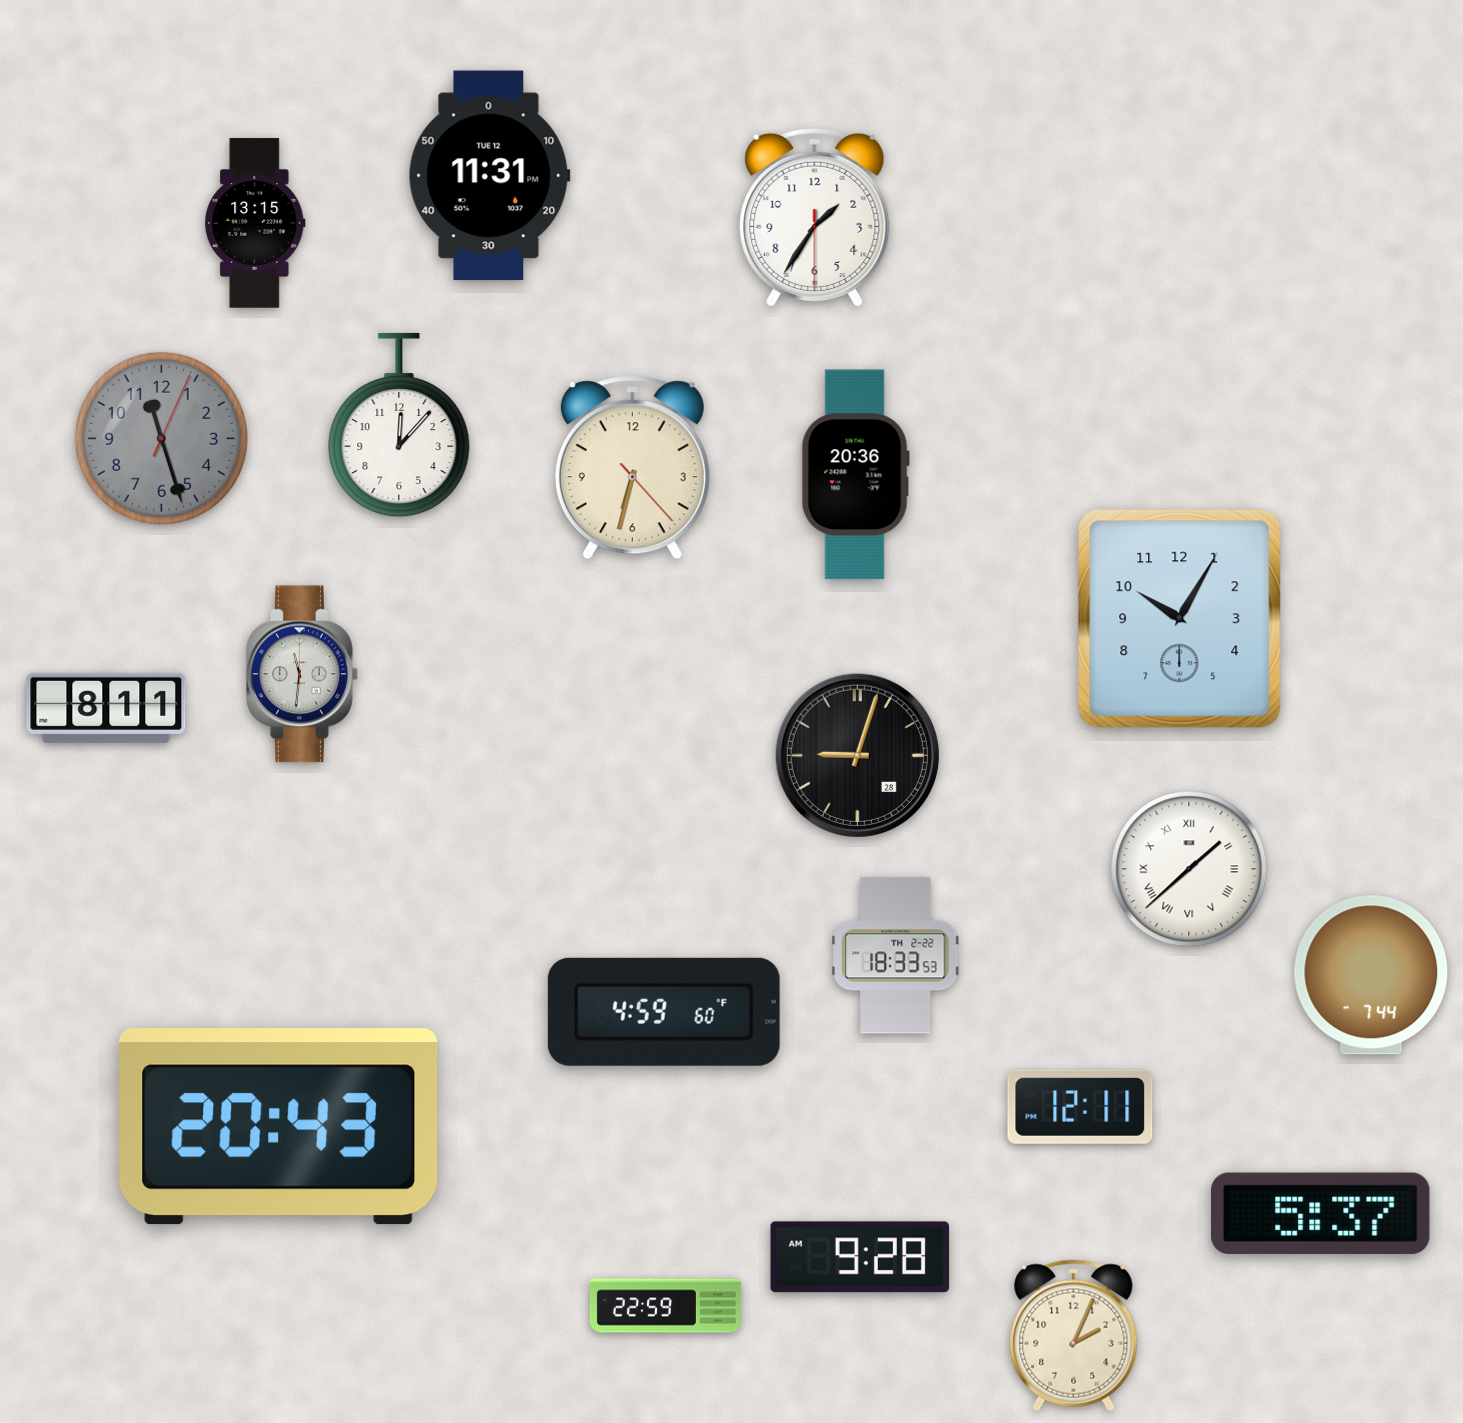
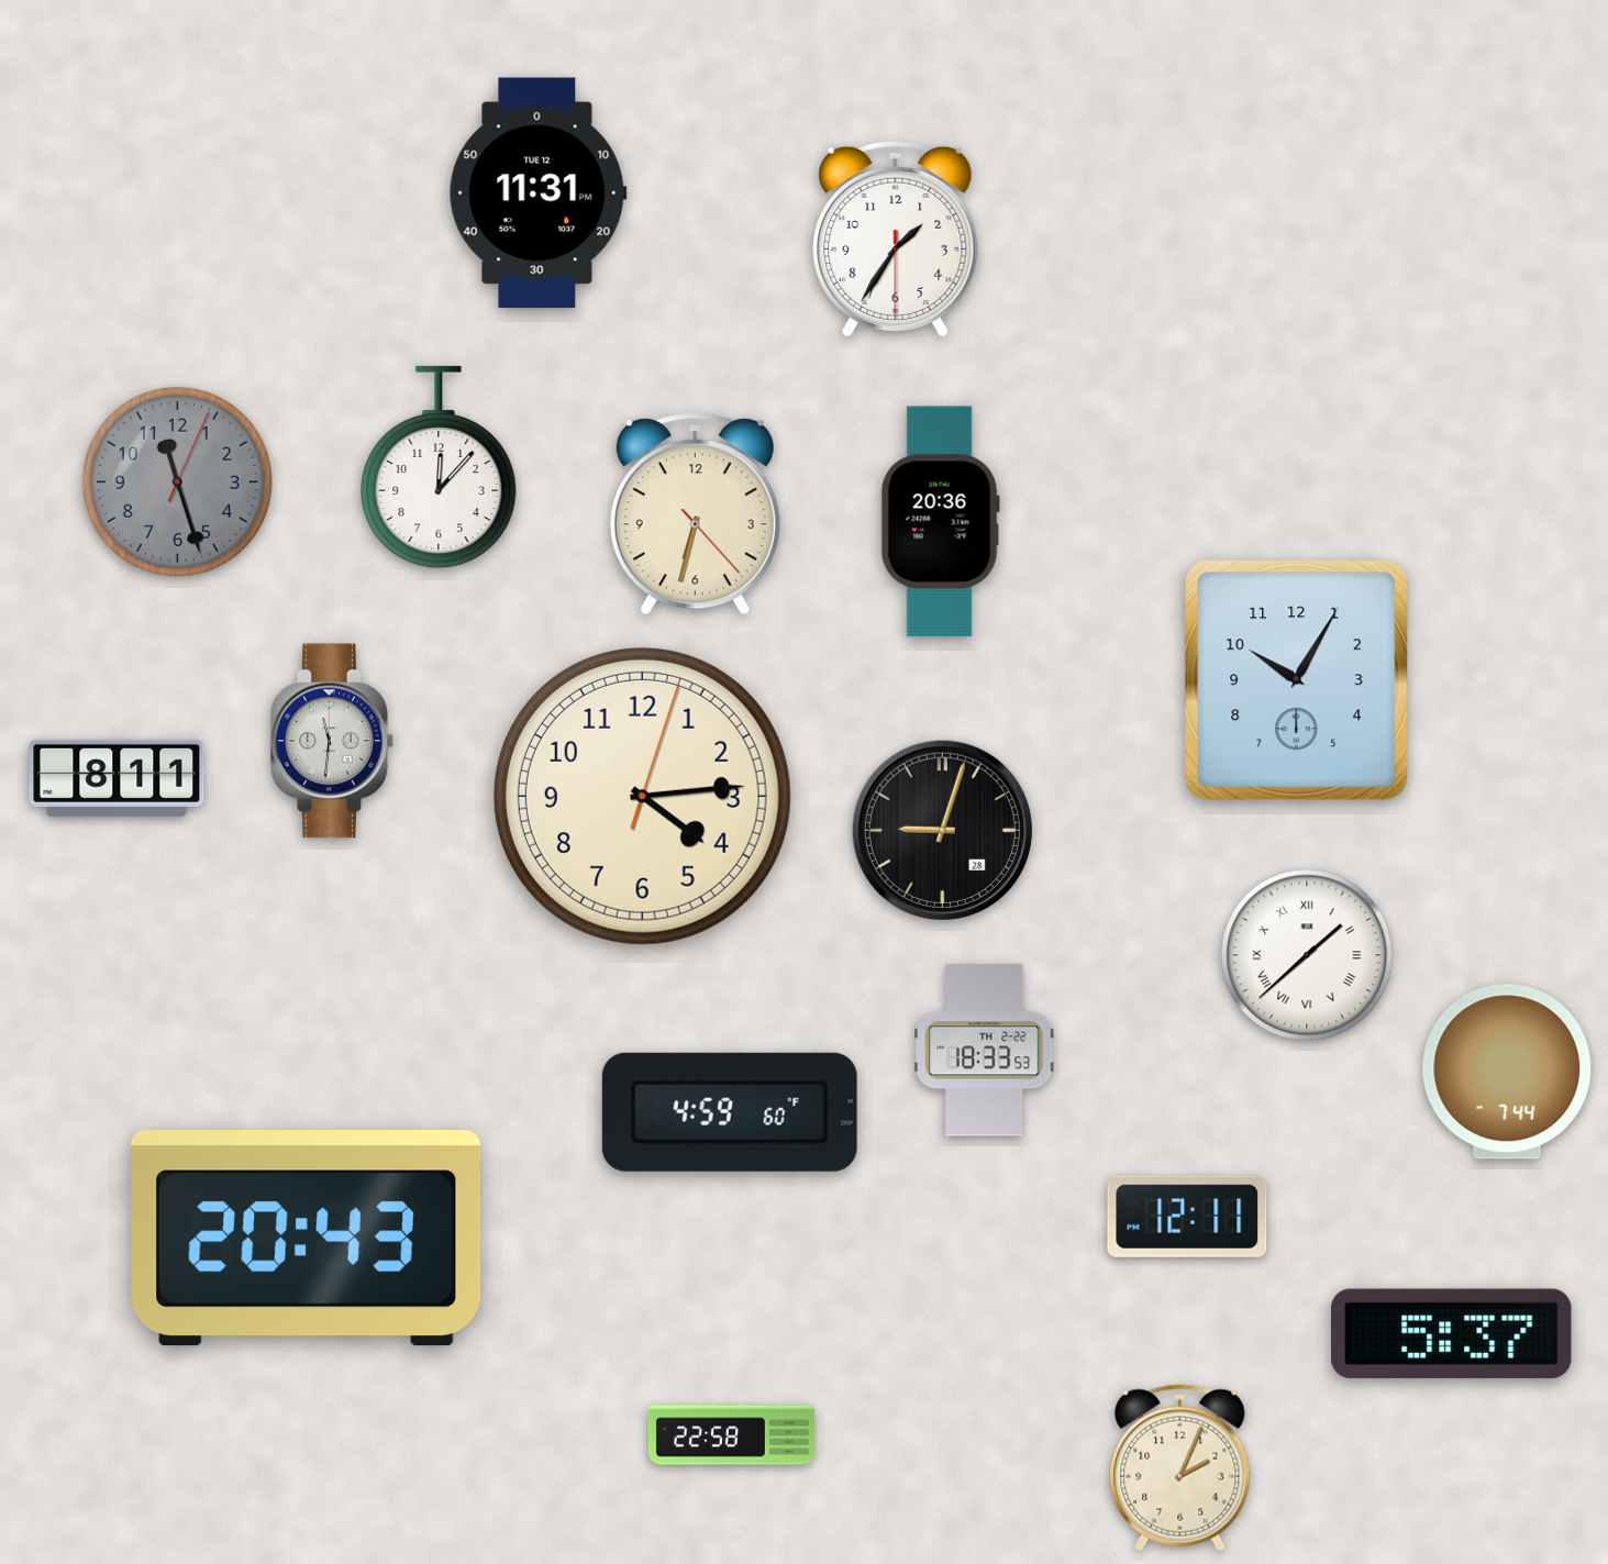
clock at (255, 223): 13:15 -> none
clock at (642, 796): none -> 4:14
clock at (860, 1257): 9:28 -> none
clock at (665, 1306): 22:59 -> 22:58
